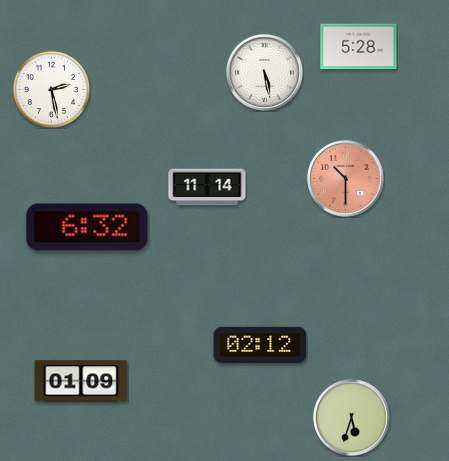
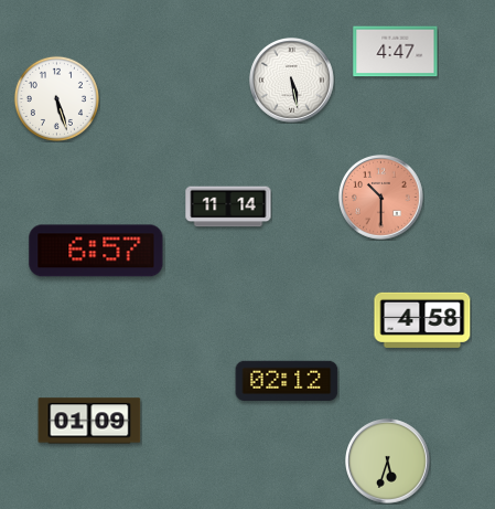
clock at (359, 47): 5:28 -> 4:47
clock at (51, 89): 2:28 -> 5:27
clock at (87, 227): 6:32 -> 6:57
clock at (422, 320): none -> 4:58
